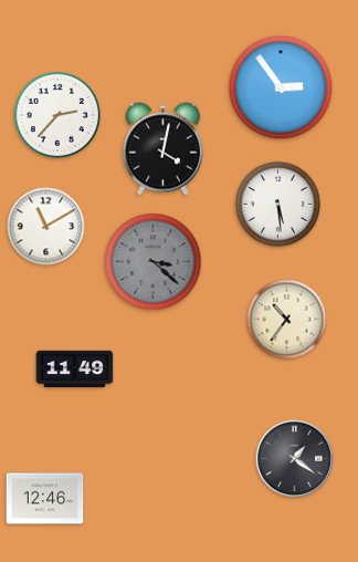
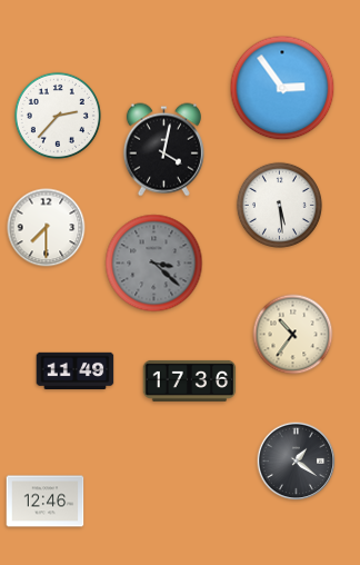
clock at (46, 227): 11:10 -> 7:30
clock at (287, 320) position: (287, 320) -> (293, 335)
clock at (190, 380): none -> 17:36
